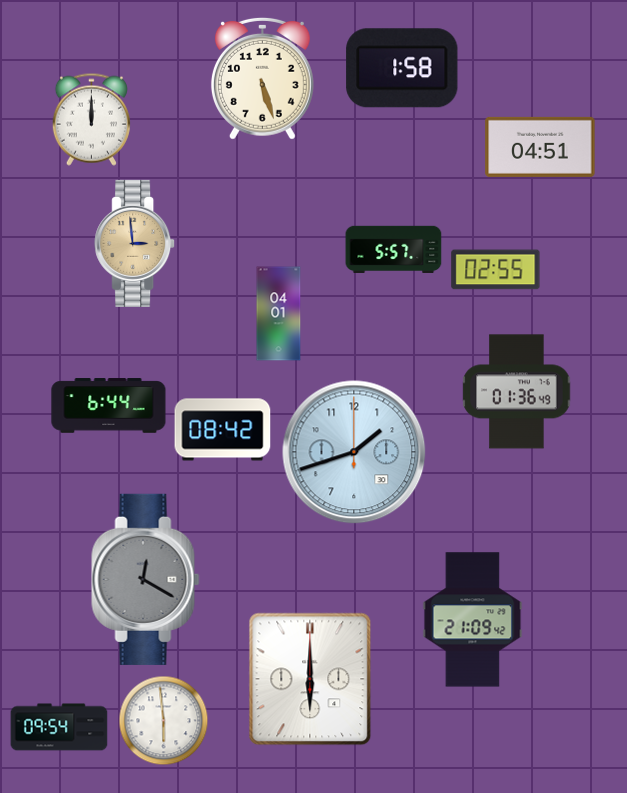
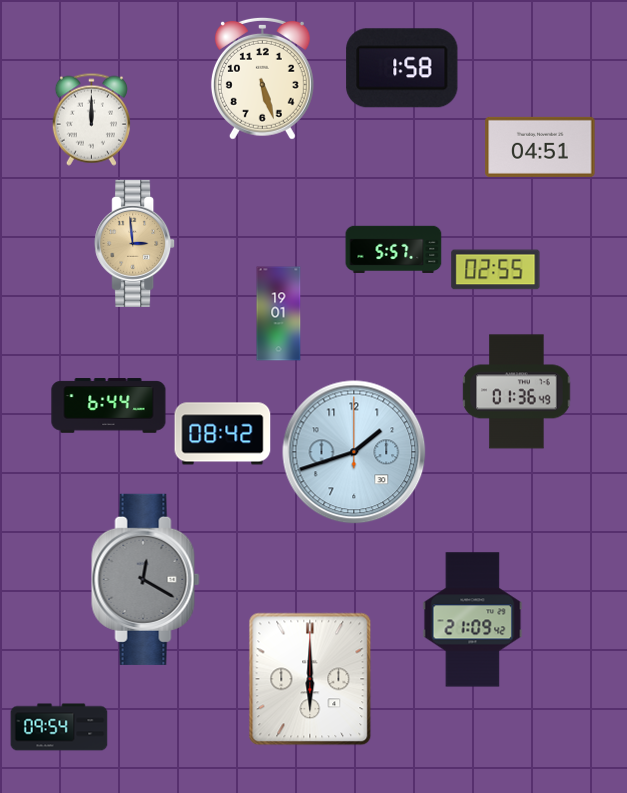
clock at (279, 314): 04:01 -> 19:01
clock at (223, 430) position: (223, 430) -> (223, 434)
clock at (164, 721): 5:59 -> none
